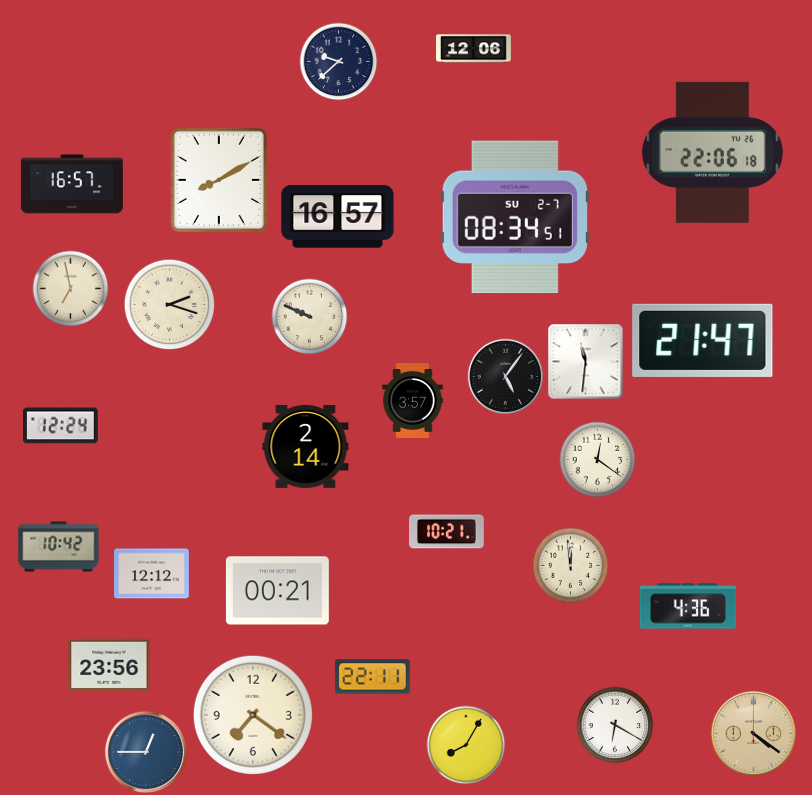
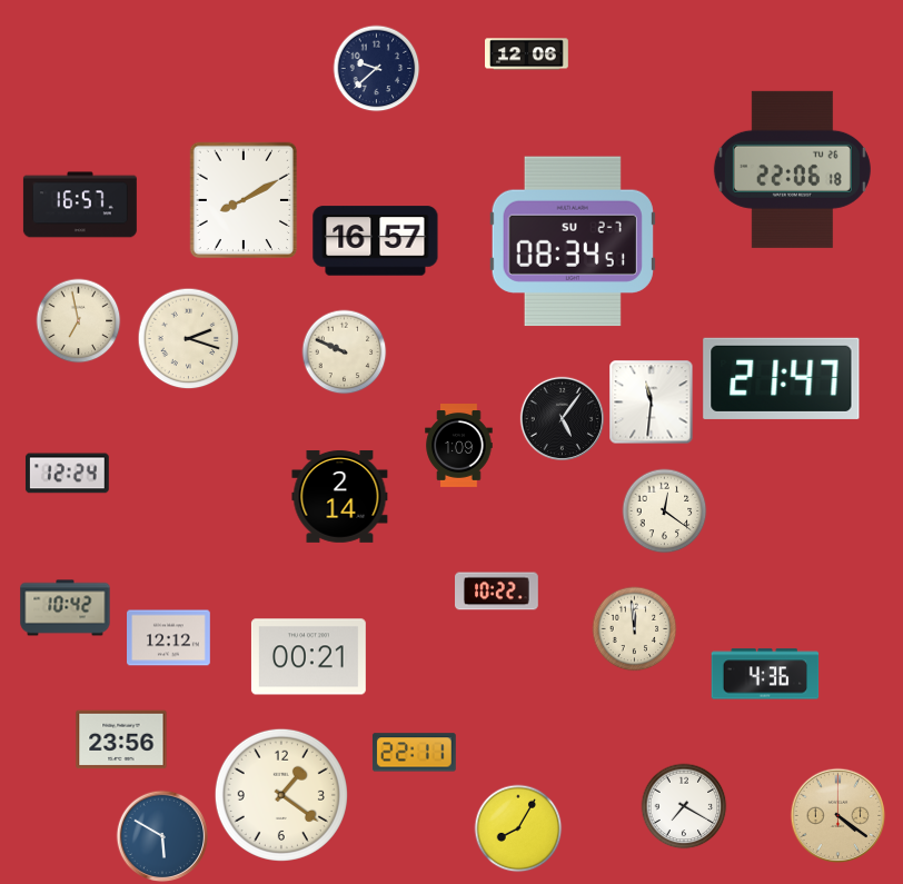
clock at (413, 401): 3:57 -> 1:09
clock at (447, 532): 10:21 -> 10:22
clock at (253, 715): 7:21 -> 1:21
clock at (615, 725): 6:20 -> 7:20
clock at (146, 752): 12:45 -> 5:50
